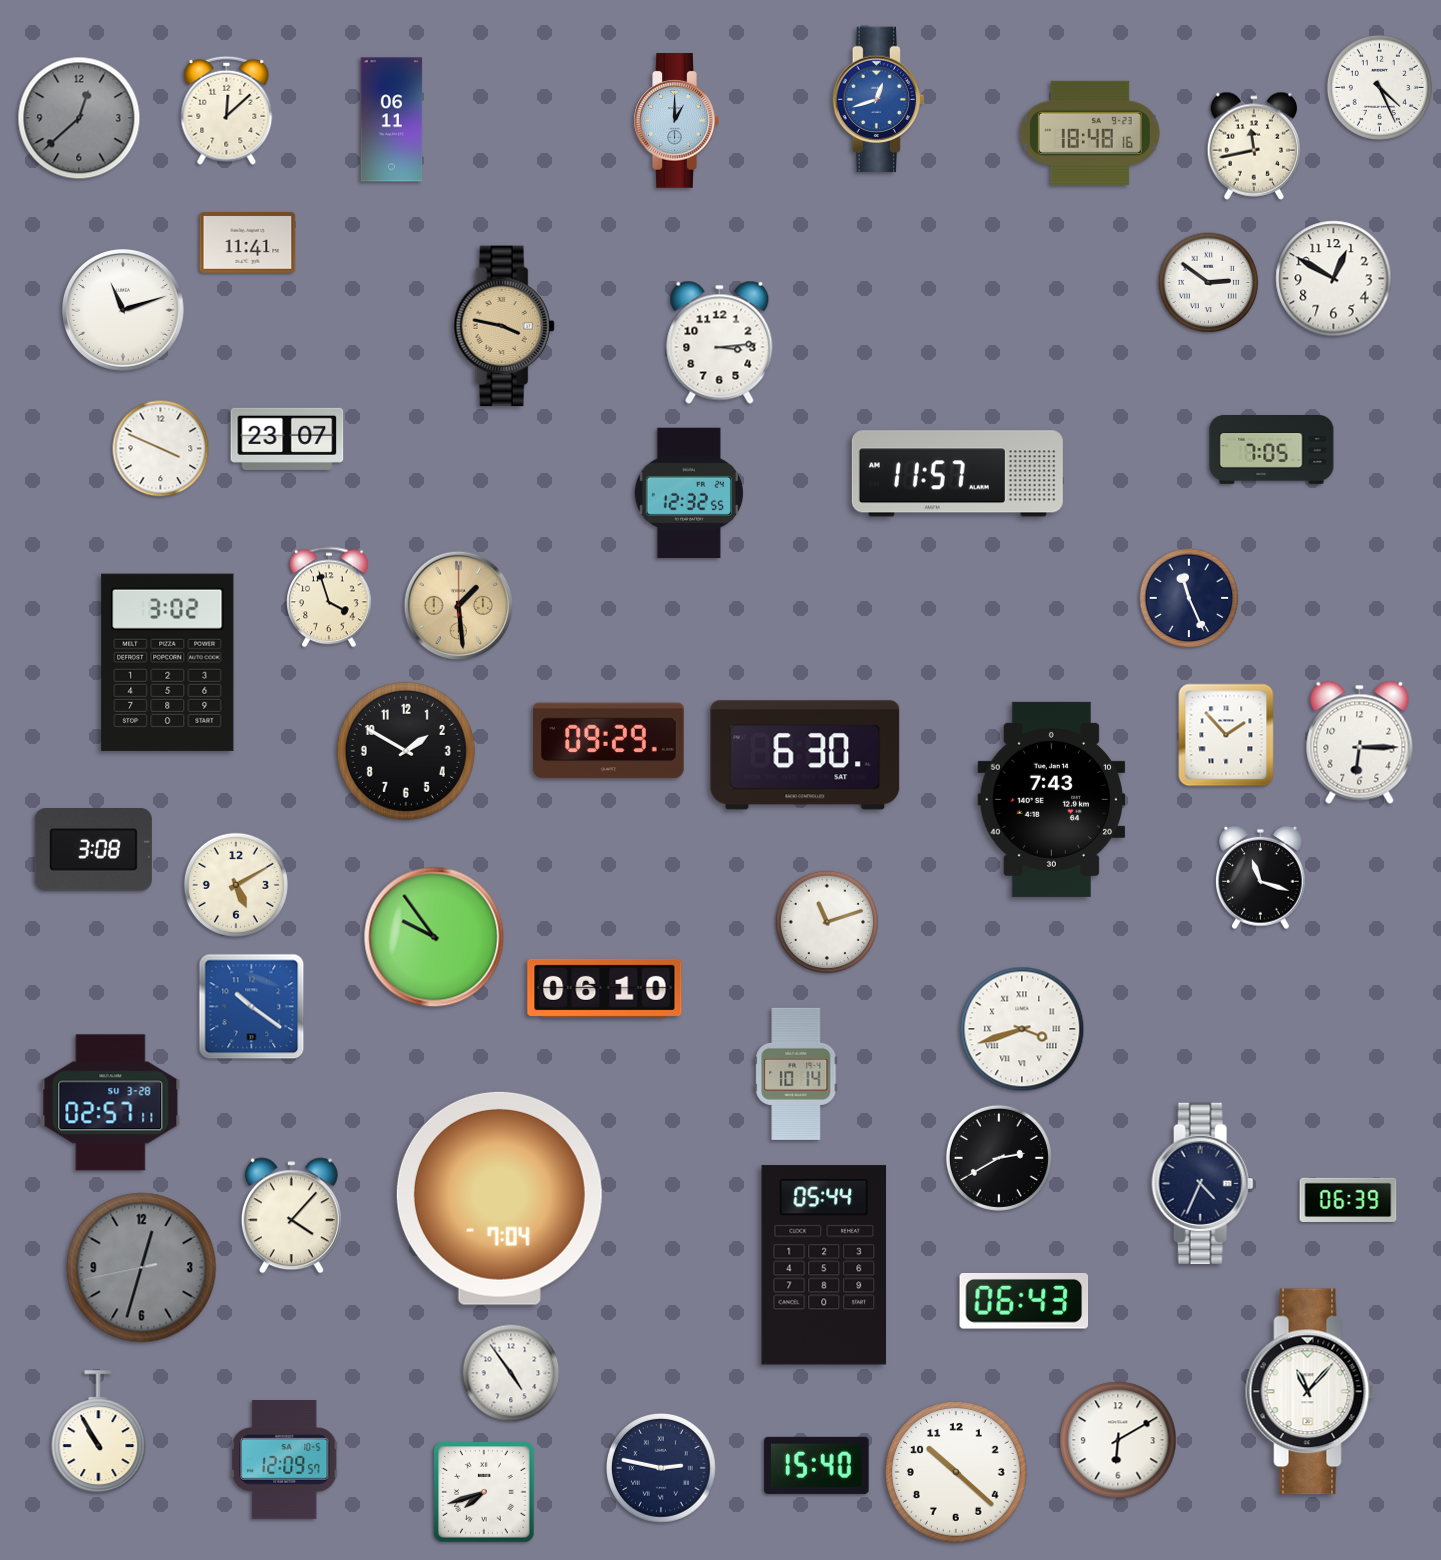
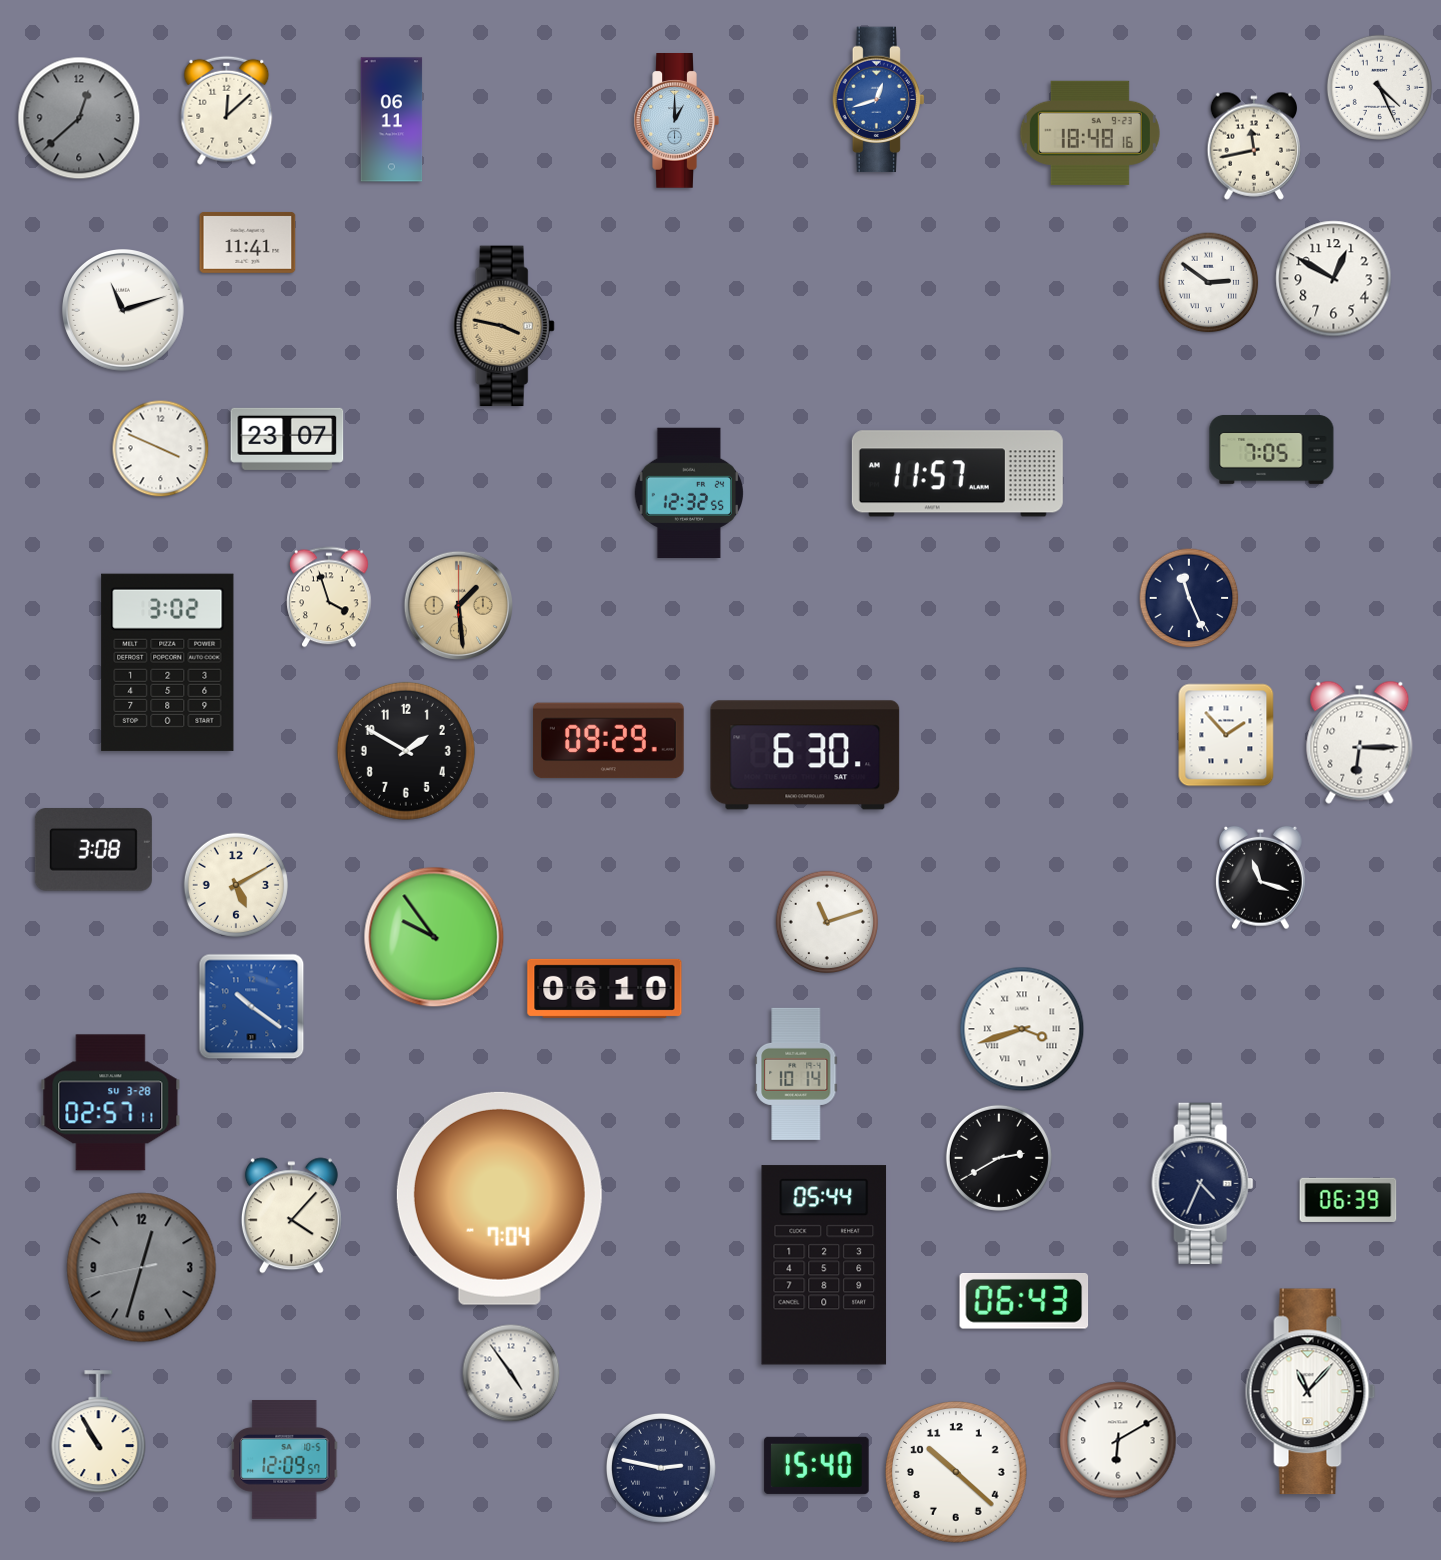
clock at (720, 342): 3:14 -> none
clock at (1052, 799): 7:43 -> none
clock at (484, 1492): 7:42 -> none
